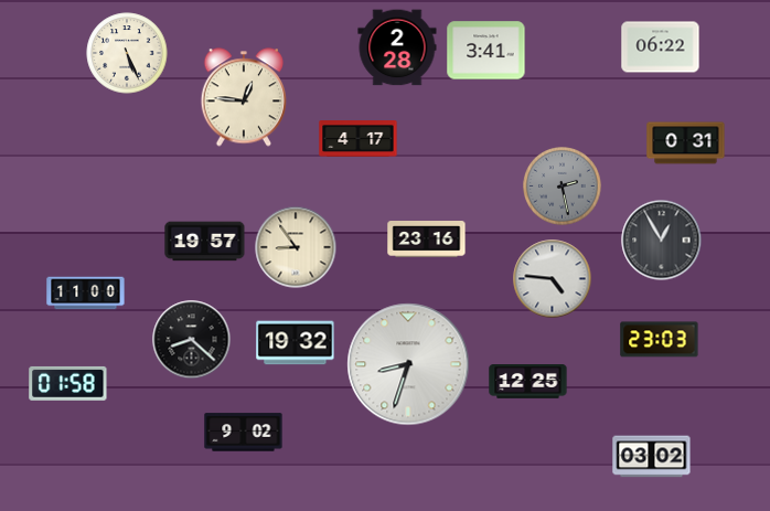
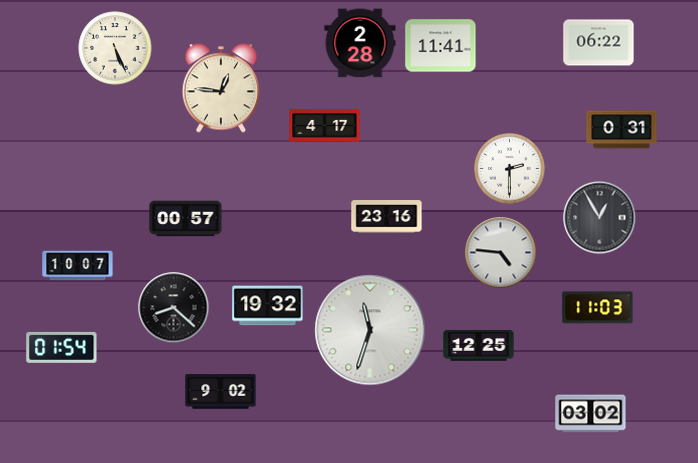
clock at (486, 51): 3:41 -> 11:41
clock at (563, 187): 2:28 -> 2:30
clock at (563, 187) dial: grey -> white
clock at (205, 242): 19:57 -> 00:57
clock at (296, 247): 8:54 -> none
clock at (86, 294): 11:00 -> 10:07
clock at (660, 340): 23:03 -> 11:03
clock at (296, 343) position: (296, 343) -> (268, 306)
clock at (408, 364): 8:33 -> 11:33
clock at (68, 383): 01:58 -> 01:54
